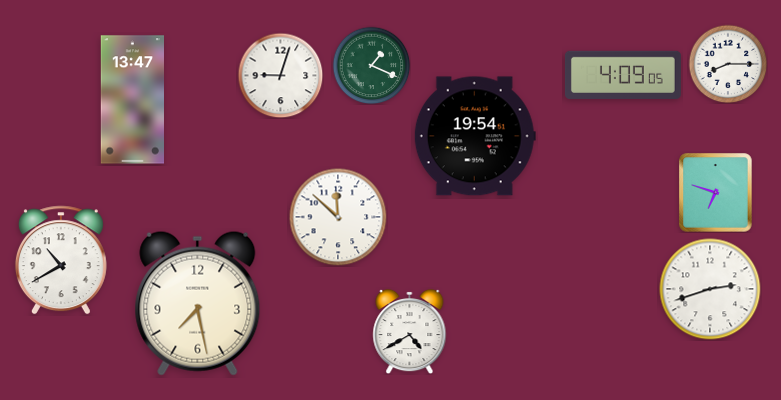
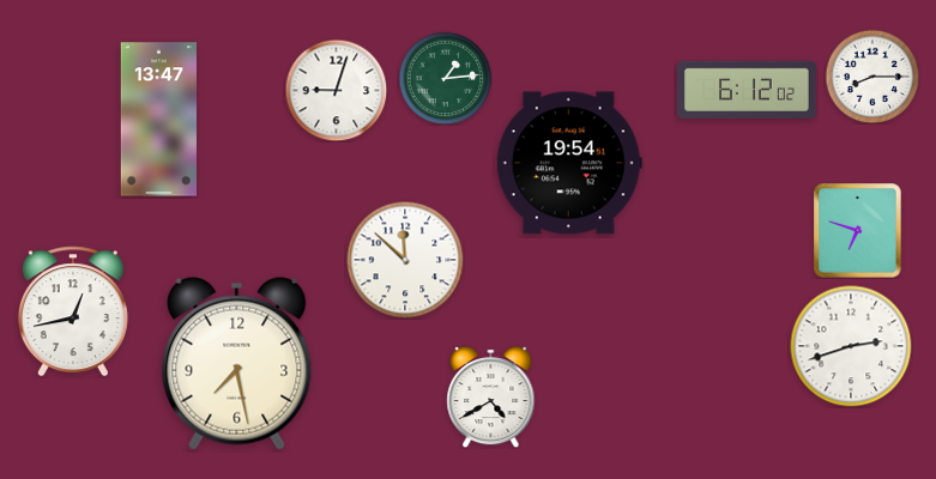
clock at (371, 65): 1:19 -> 1:14
clock at (623, 75): 4:09 -> 6:12
clock at (61, 260): 10:40 -> 12:43
